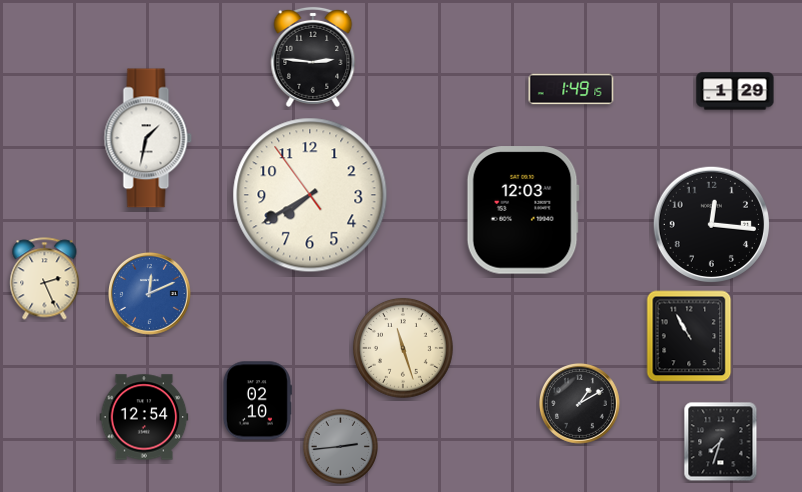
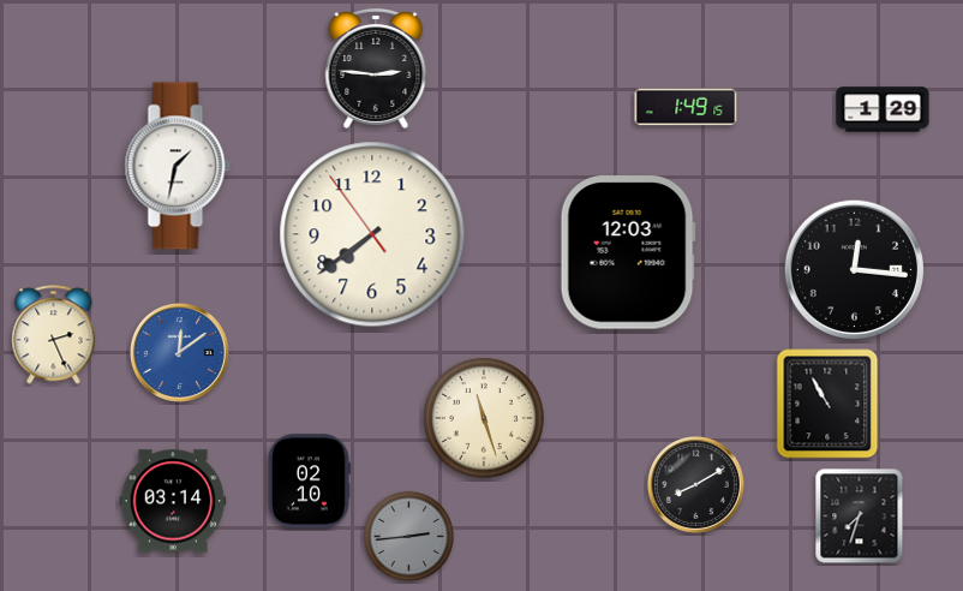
clock at (310, 195): 7:39 -> 7:38
clock at (149, 293): 12:11 -> 12:09
clock at (579, 403): 1:10 -> 8:10
clock at (144, 417): 12:54 -> 03:14
clock at (721, 442) position: (721, 442) -> (860, 517)
